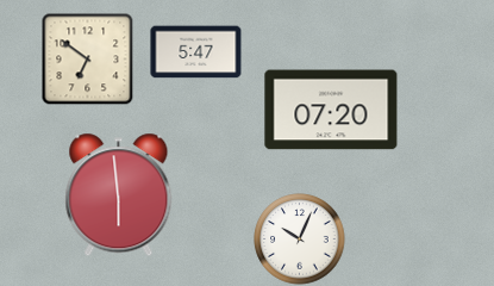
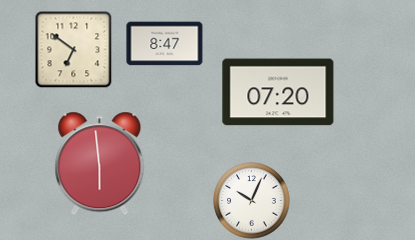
clock at (196, 52): 5:47 -> 8:47
